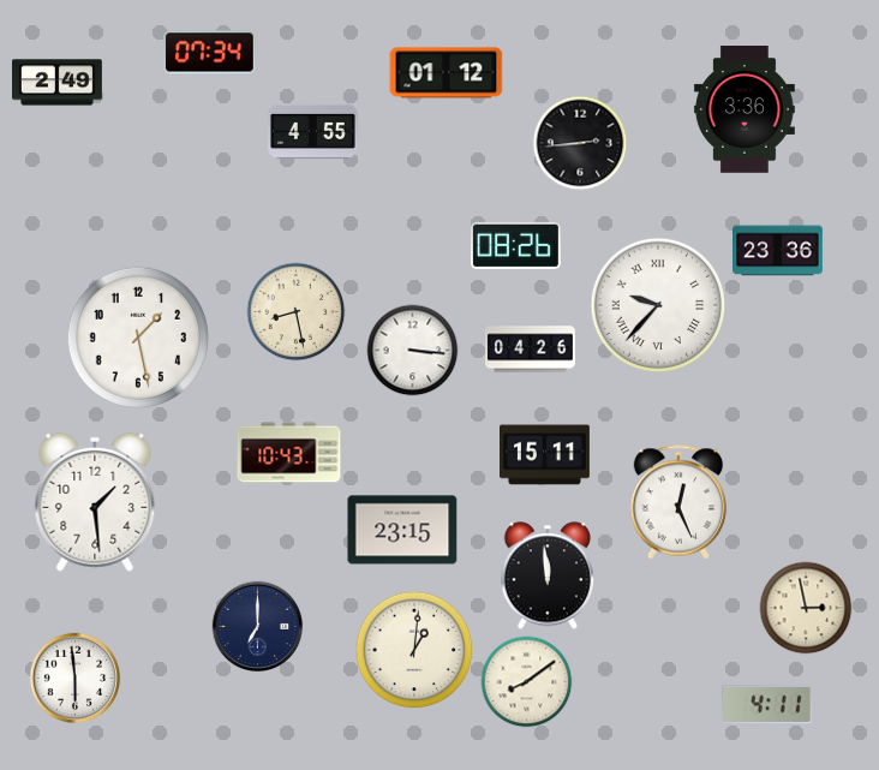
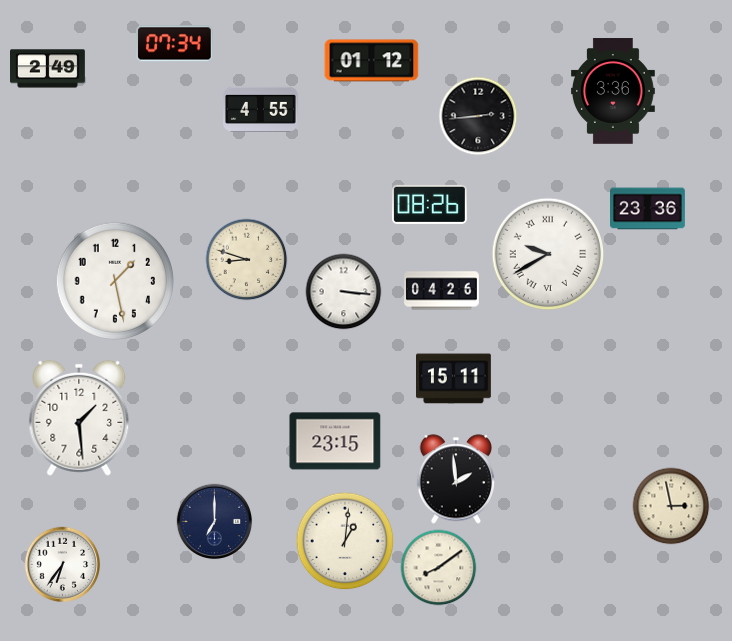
clock at (745, 109) position: (745, 109) -> (613, 91)
clock at (580, 143) position: (580, 143) -> (478, 116)
clock at (658, 305): 9:37 -> 9:40
clock at (297, 312): 8:28 -> 8:48
clock at (289, 453): 10:43 -> none
clock at (677, 502): 12:26 -> none
clock at (548, 575): 11:59 -> 1:59
clock at (76, 679): 5:59 -> 6:36
clock at (766, 705): 4:11 -> none
